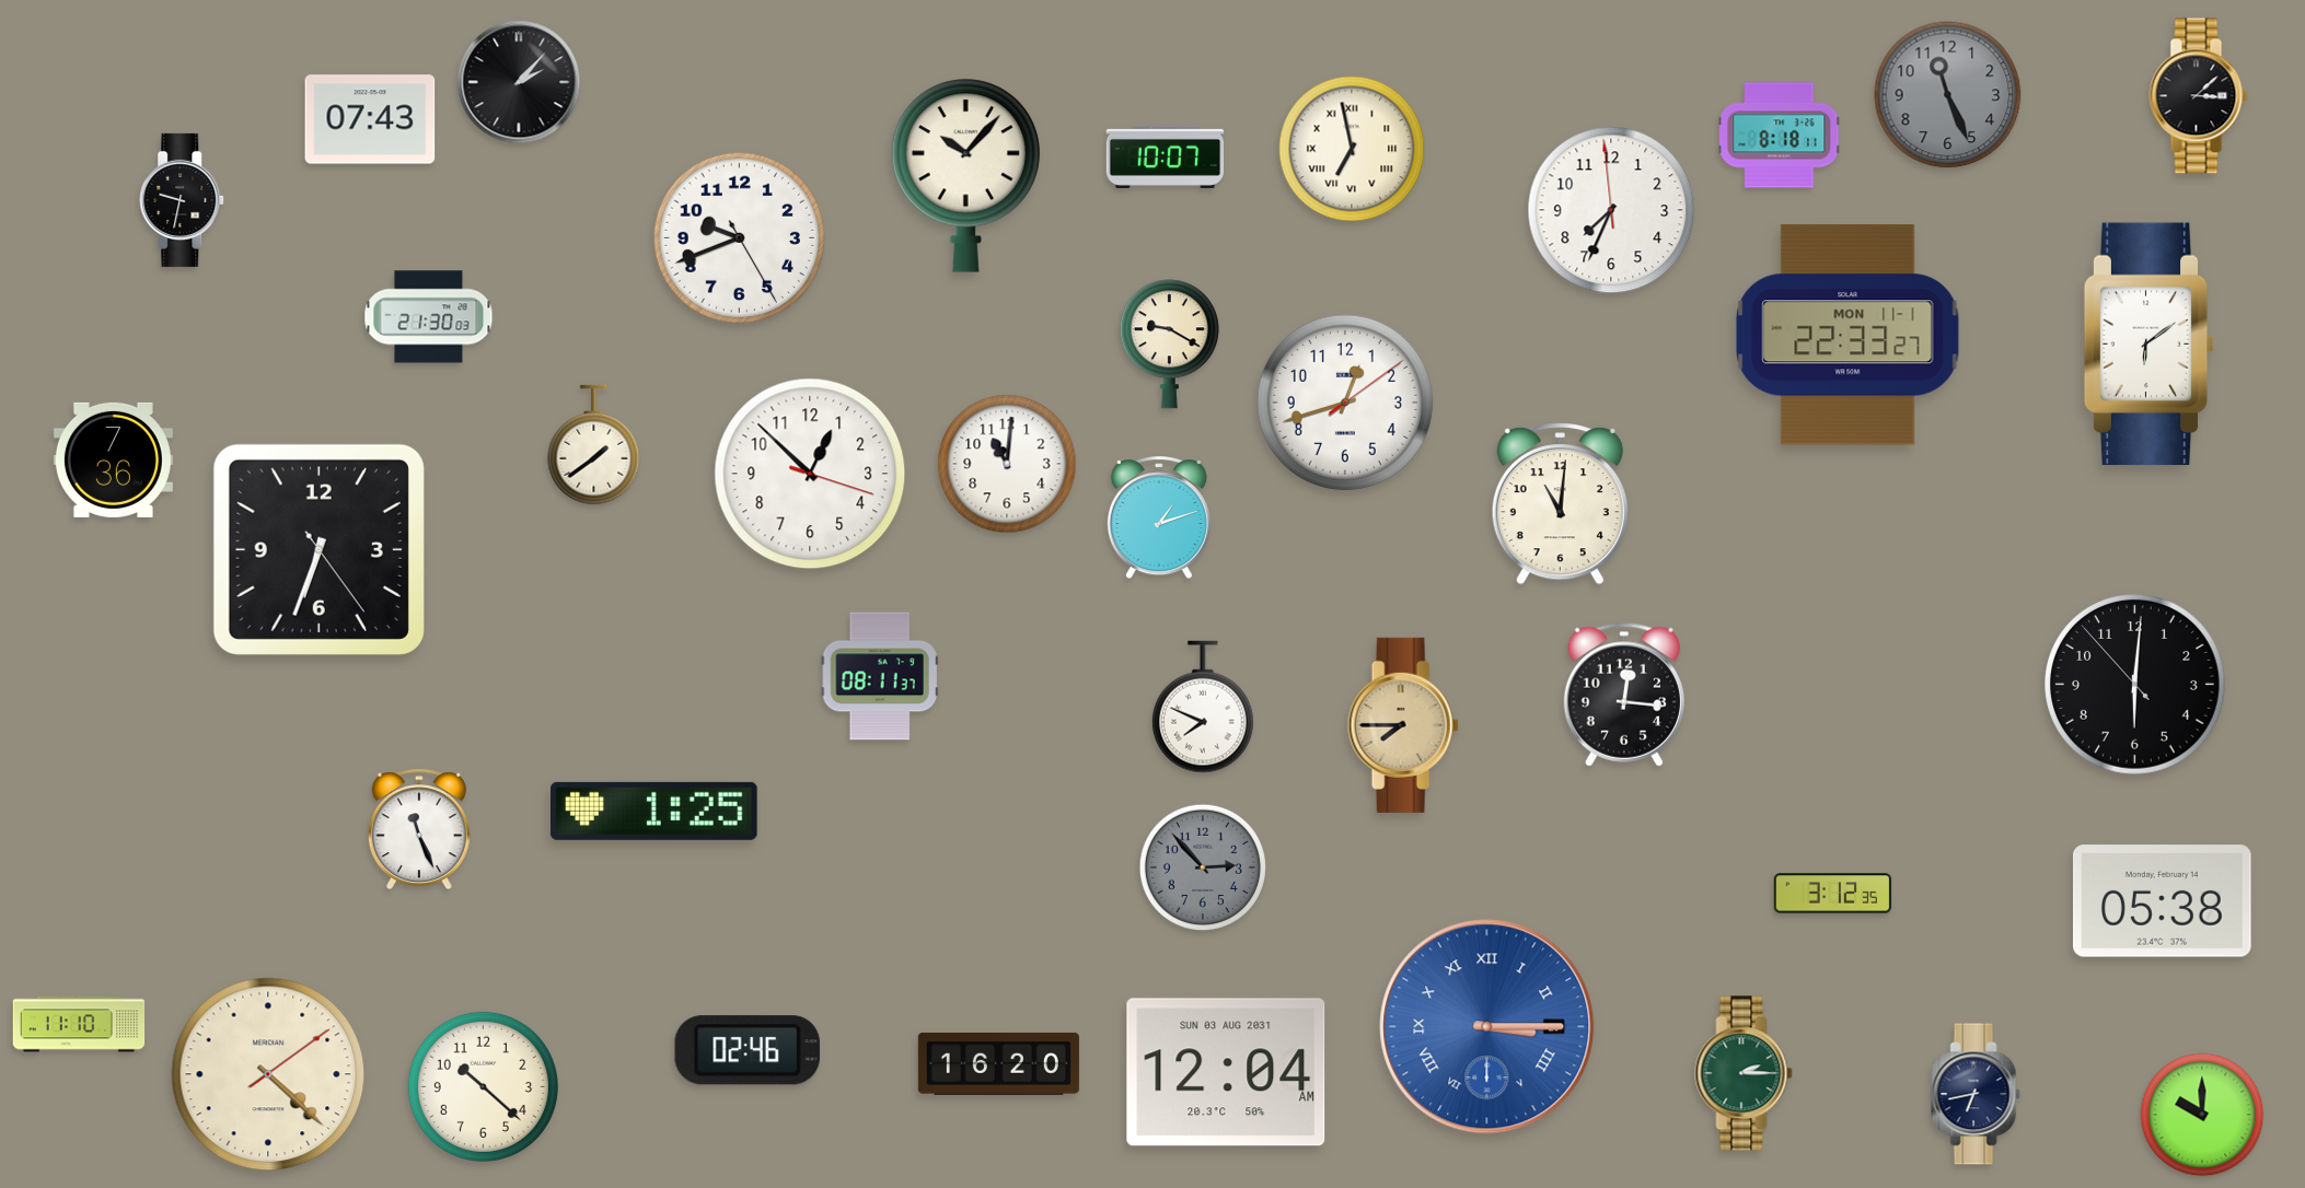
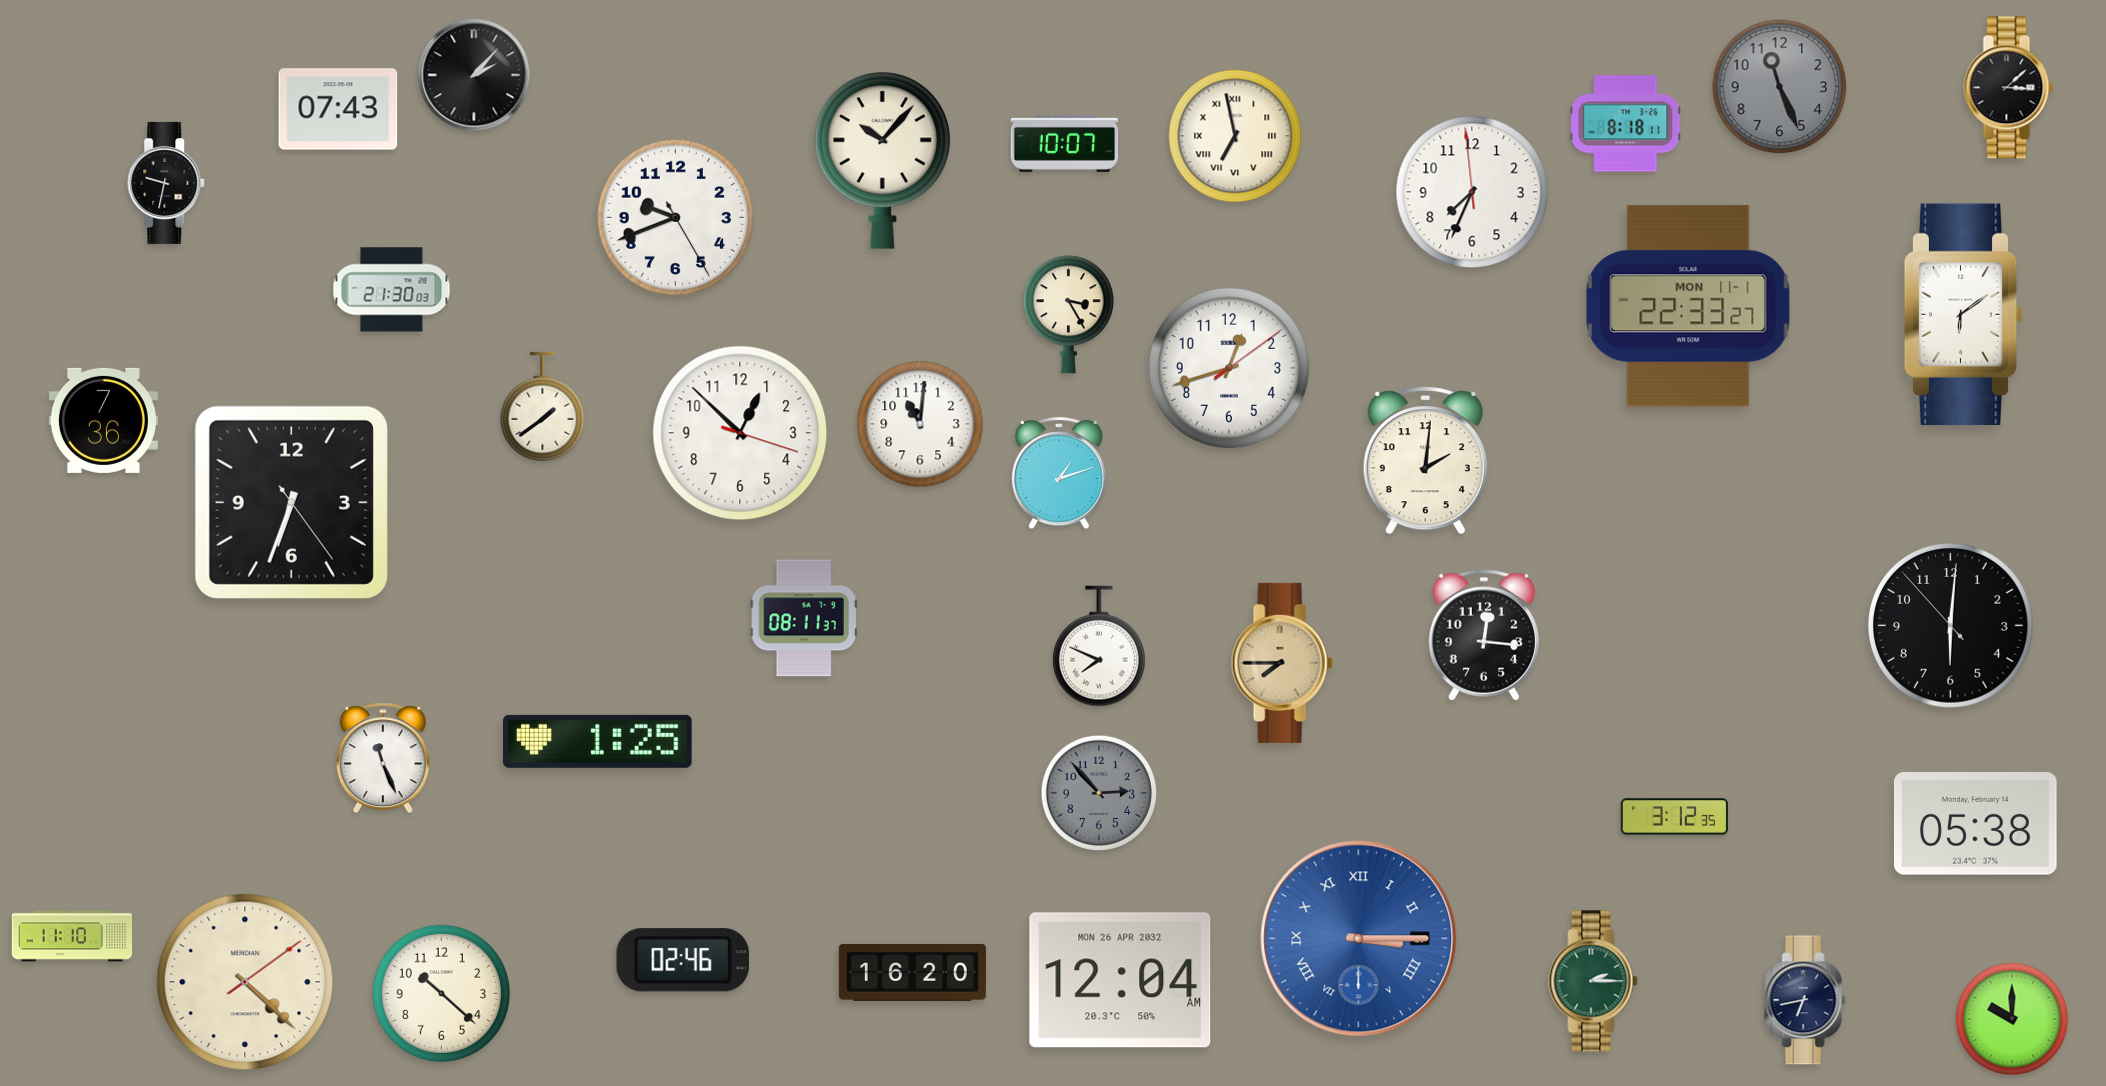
clock at (1169, 345): 9:20 -> 3:25
clock at (1560, 504): 11:01 -> 2:01
clock at (1226, 1072) date: SUN 03 AUG 2031 -> MON 26 APR 2032
